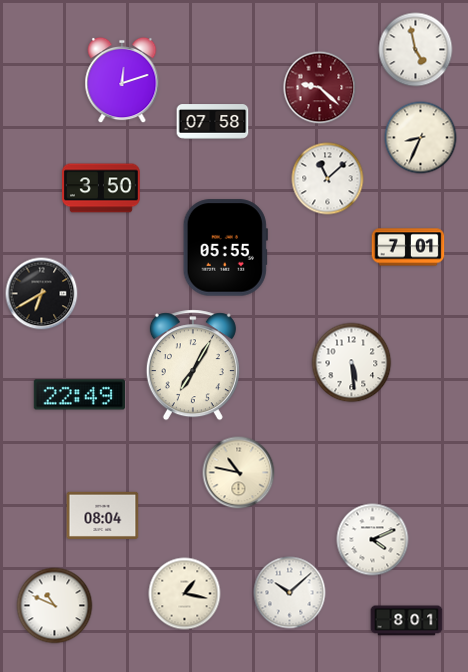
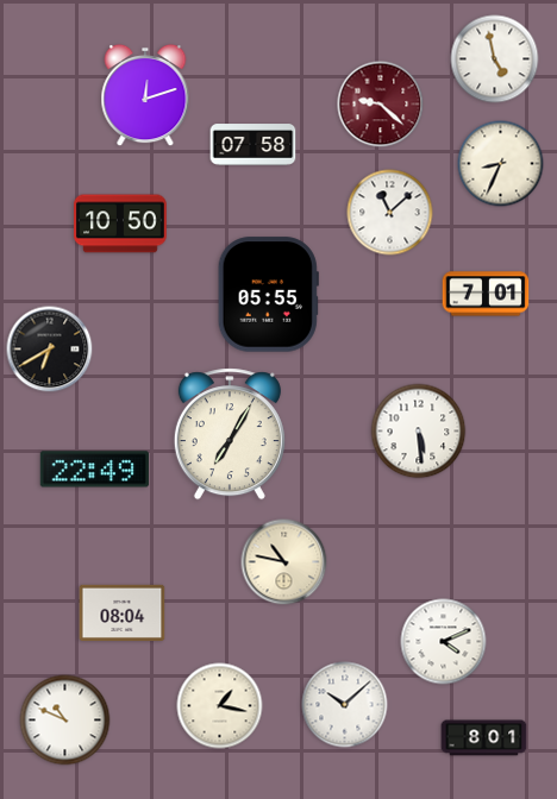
clock at (102, 188): 3:50 -> 10:50
